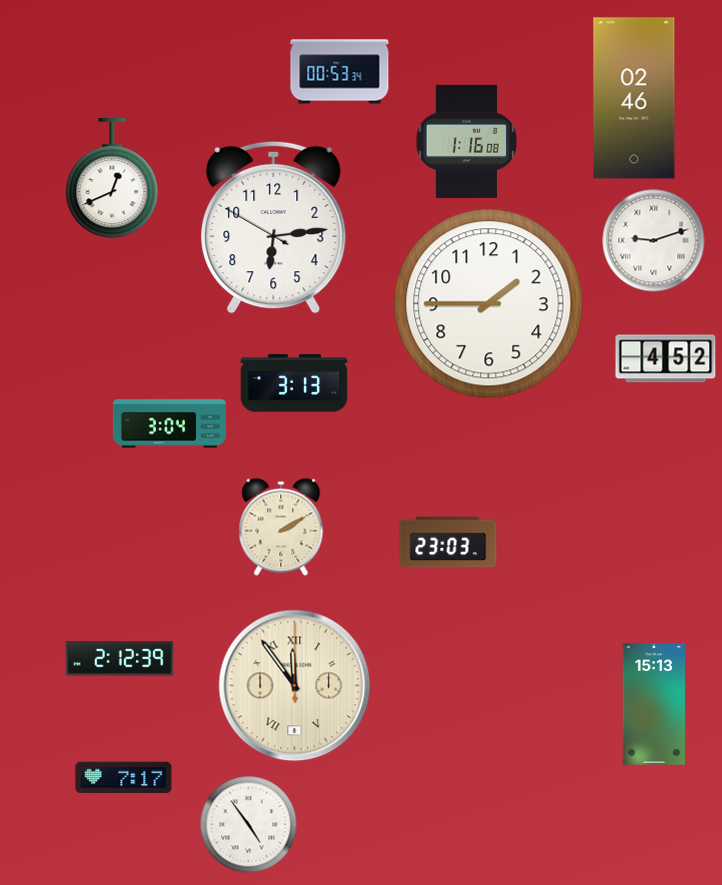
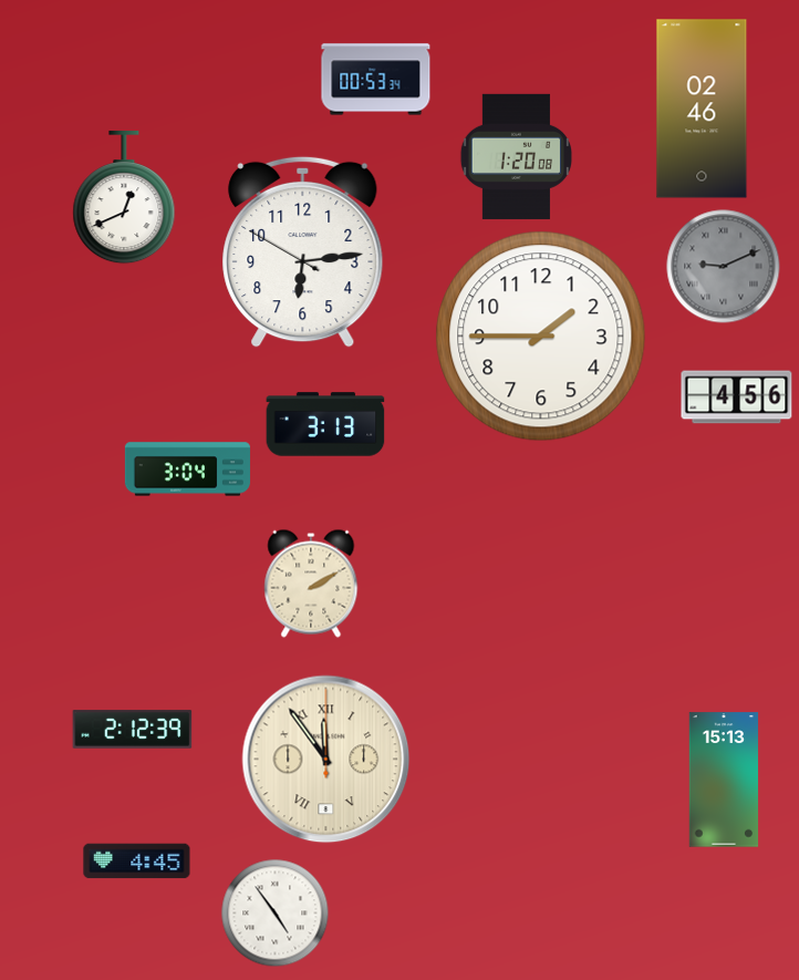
clock at (466, 141): 1:16 -> 1:20
clock at (654, 241): 9:12 -> 9:11
clock at (654, 241) dial: white -> grey
clock at (666, 359): 4:52 -> 4:56
clock at (448, 542): 23:03 -> none
clock at (124, 778): 7:17 -> 4:45
